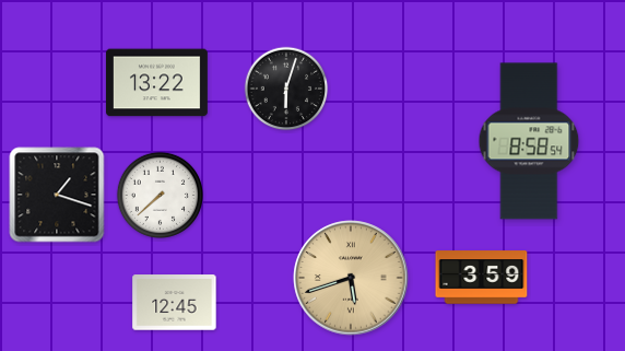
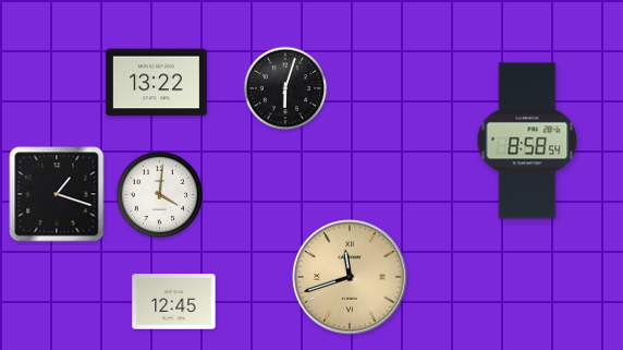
clock at (160, 195): 7:38 -> 4:01
clock at (351, 278): 5:42 -> 11:42
clock at (482, 278): 3:59 -> none
